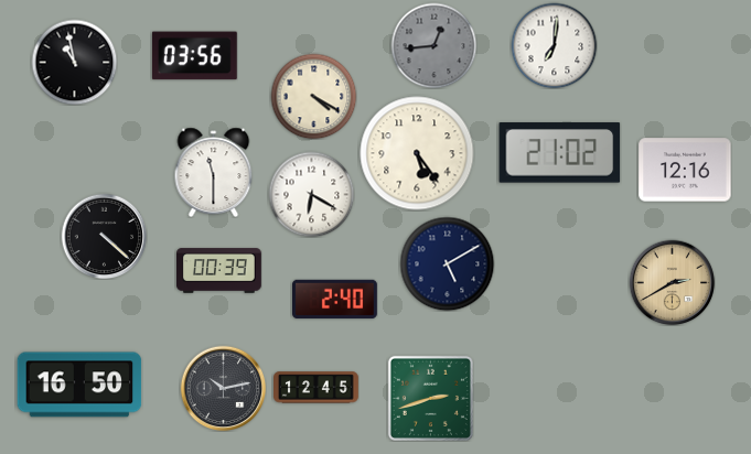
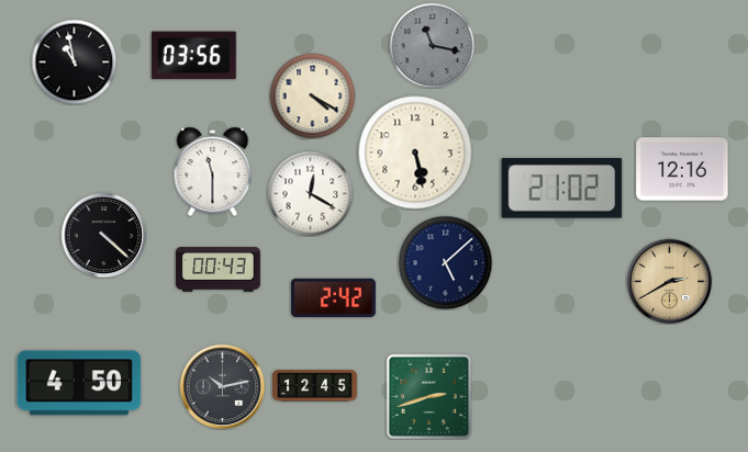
clock at (433, 45): 12:44 -> 11:17
clock at (554, 45): 7:01 -> none
clock at (417, 153): 5:24 -> 5:28
clock at (560, 153) position: (560, 153) -> (562, 189)
clock at (311, 194): 6:20 -> 12:20
clock at (447, 263): 5:10 -> 5:08
clock at (219, 271): 00:39 -> 00:43
clock at (335, 300): 2:40 -> 2:42
clock at (79, 385): 16:50 -> 4:50
